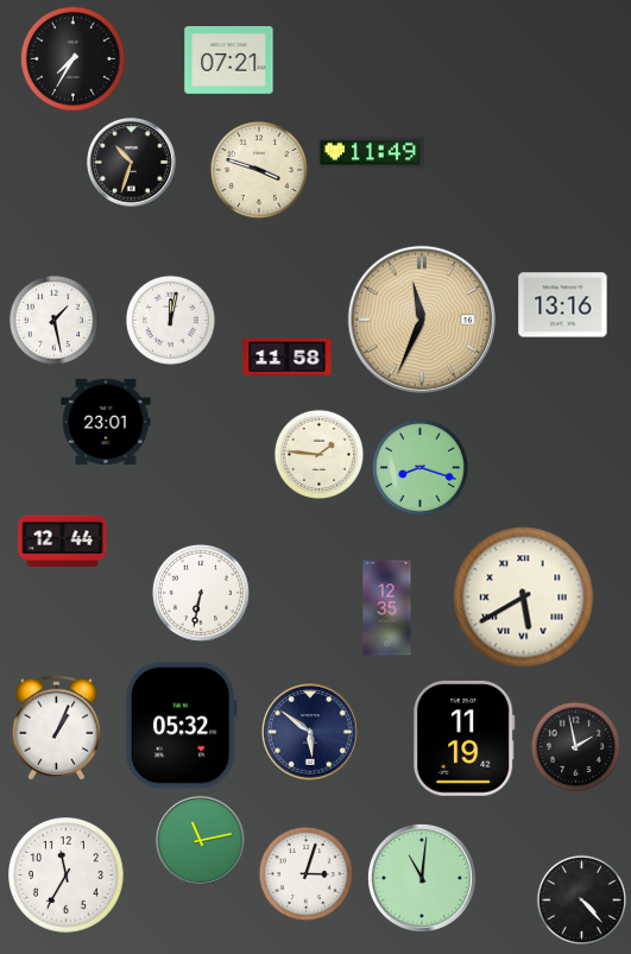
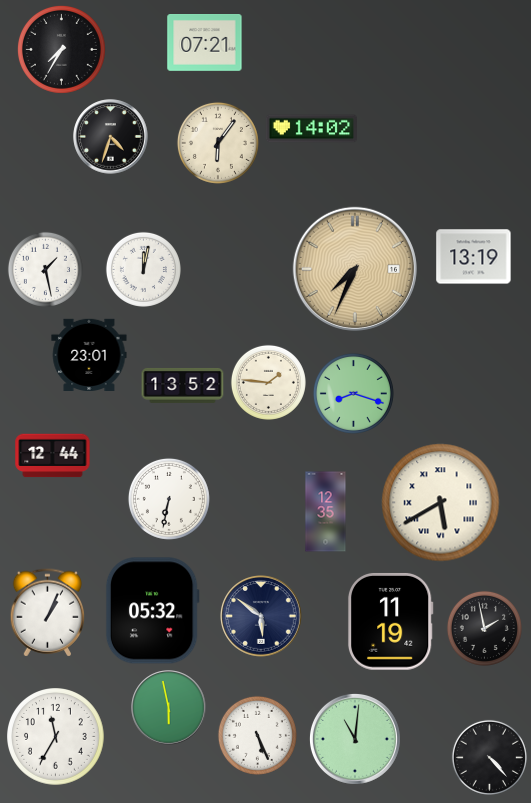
clock at (229, 61) position: (229, 61) -> (205, 43)
clock at (370, 153): 11:49 -> 14:02
clock at (132, 163): 10:33 -> 4:33
clock at (259, 170): 3:48 -> 6:06
clock at (563, 305): 13:16 -> 13:19
clock at (422, 320): 11:34 -> 7:34
clock at (288, 358): 11:58 -> none
clock at (183, 385): none -> 13:52
clock at (201, 841): 11:13 -> 5:58
clock at (305, 873): 3:03 -> 5:26
